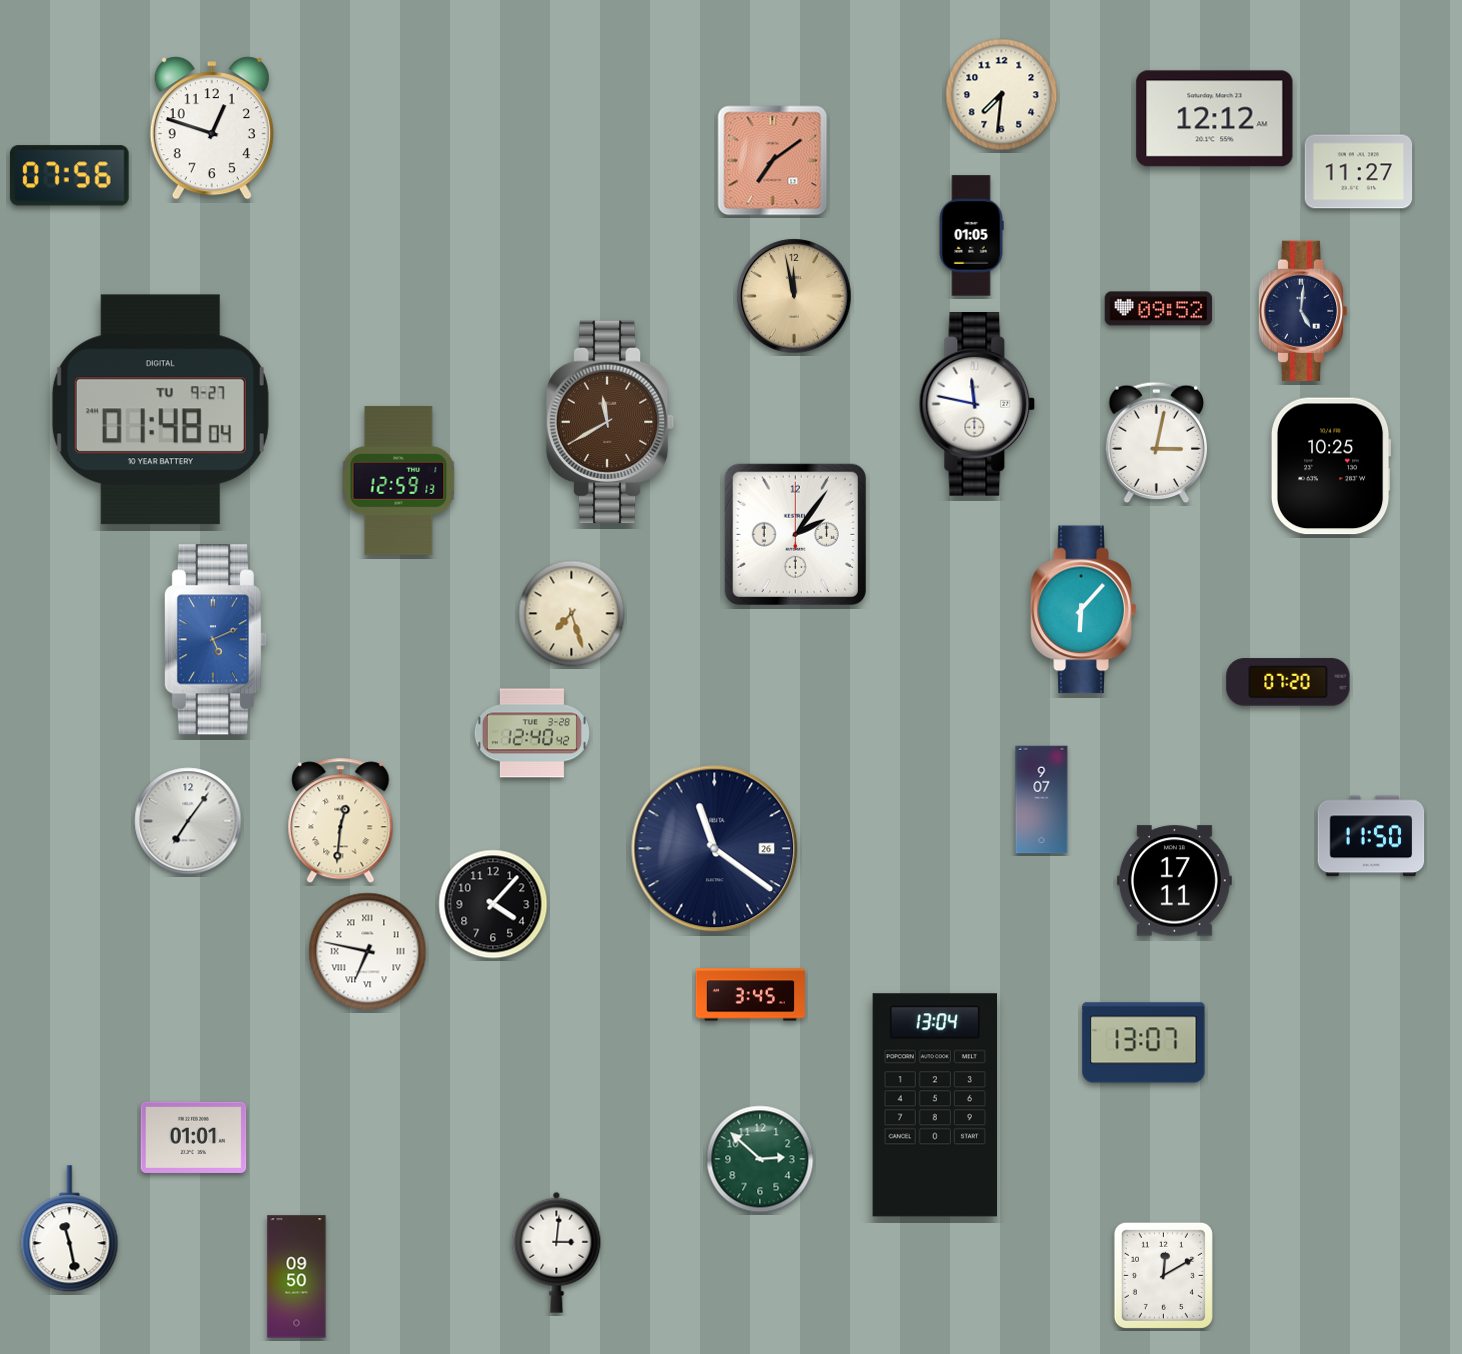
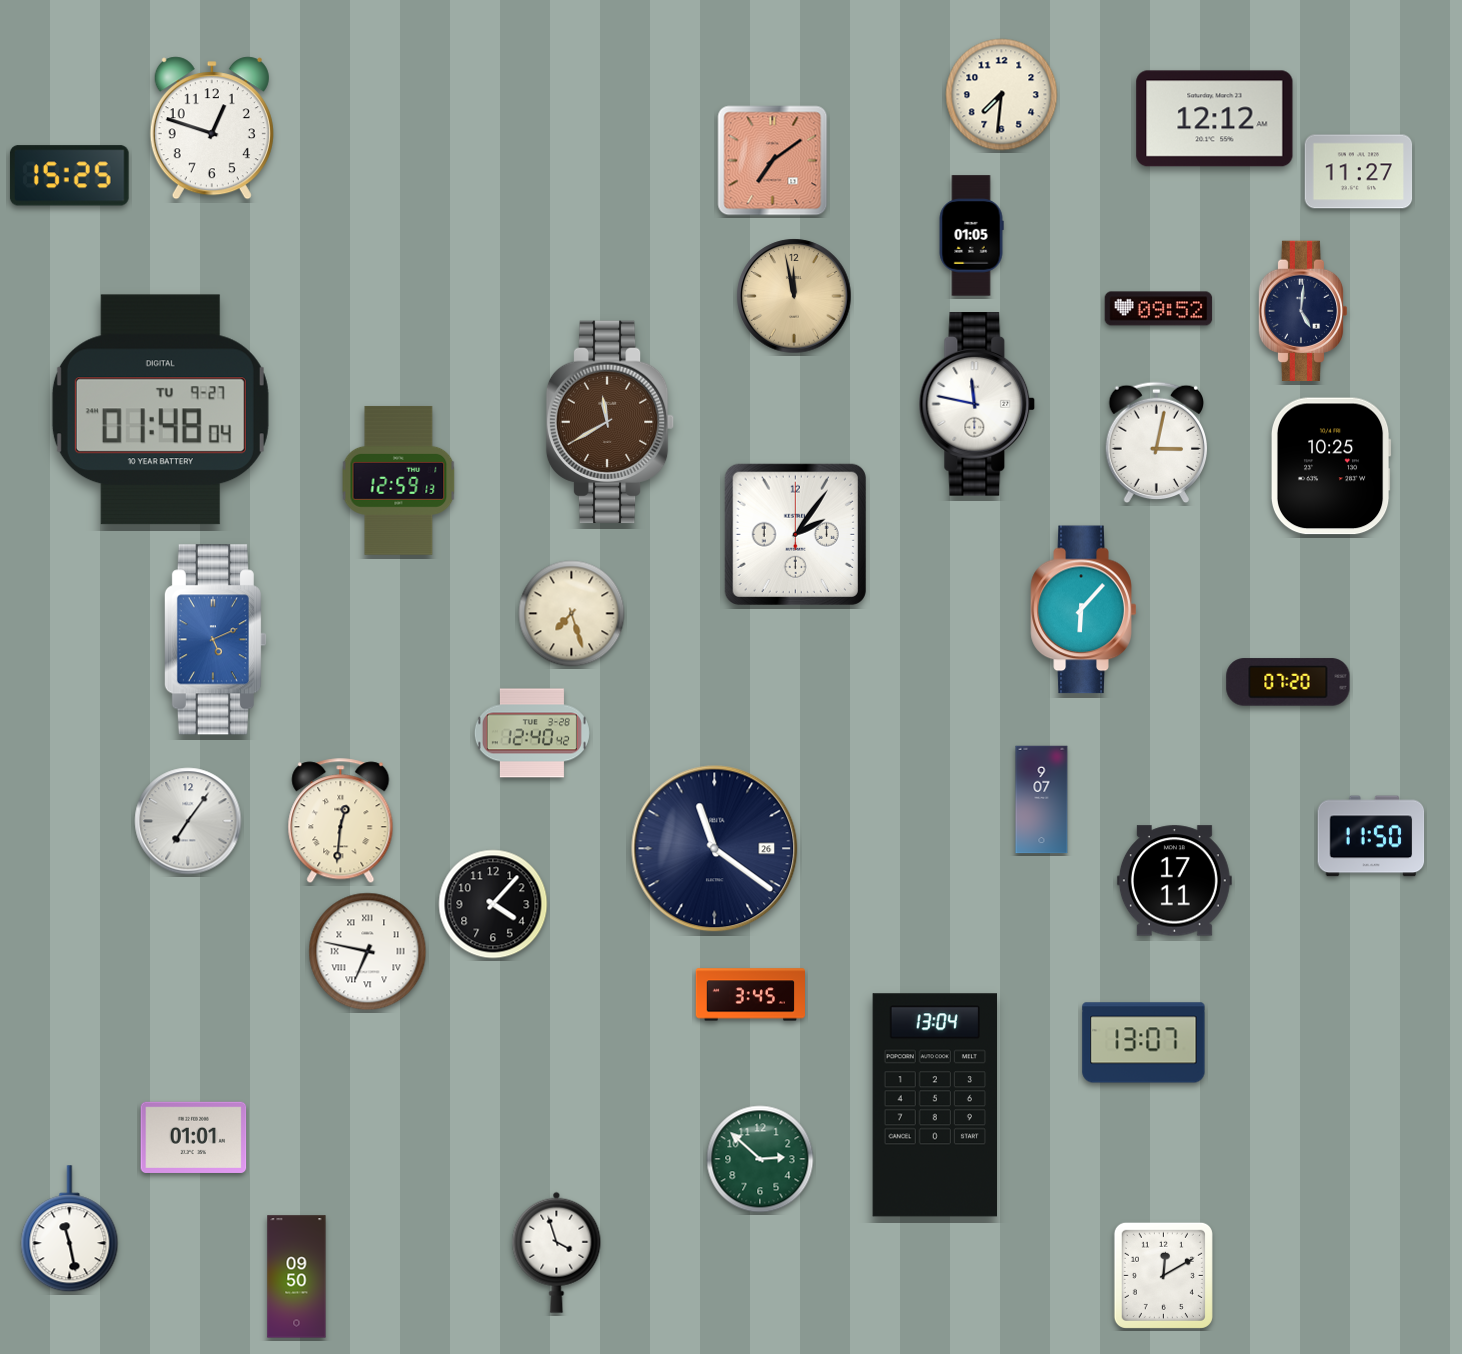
clock at (69, 176): 07:56 -> 15:25
clock at (557, 1252): 3:01 -> 3:57
